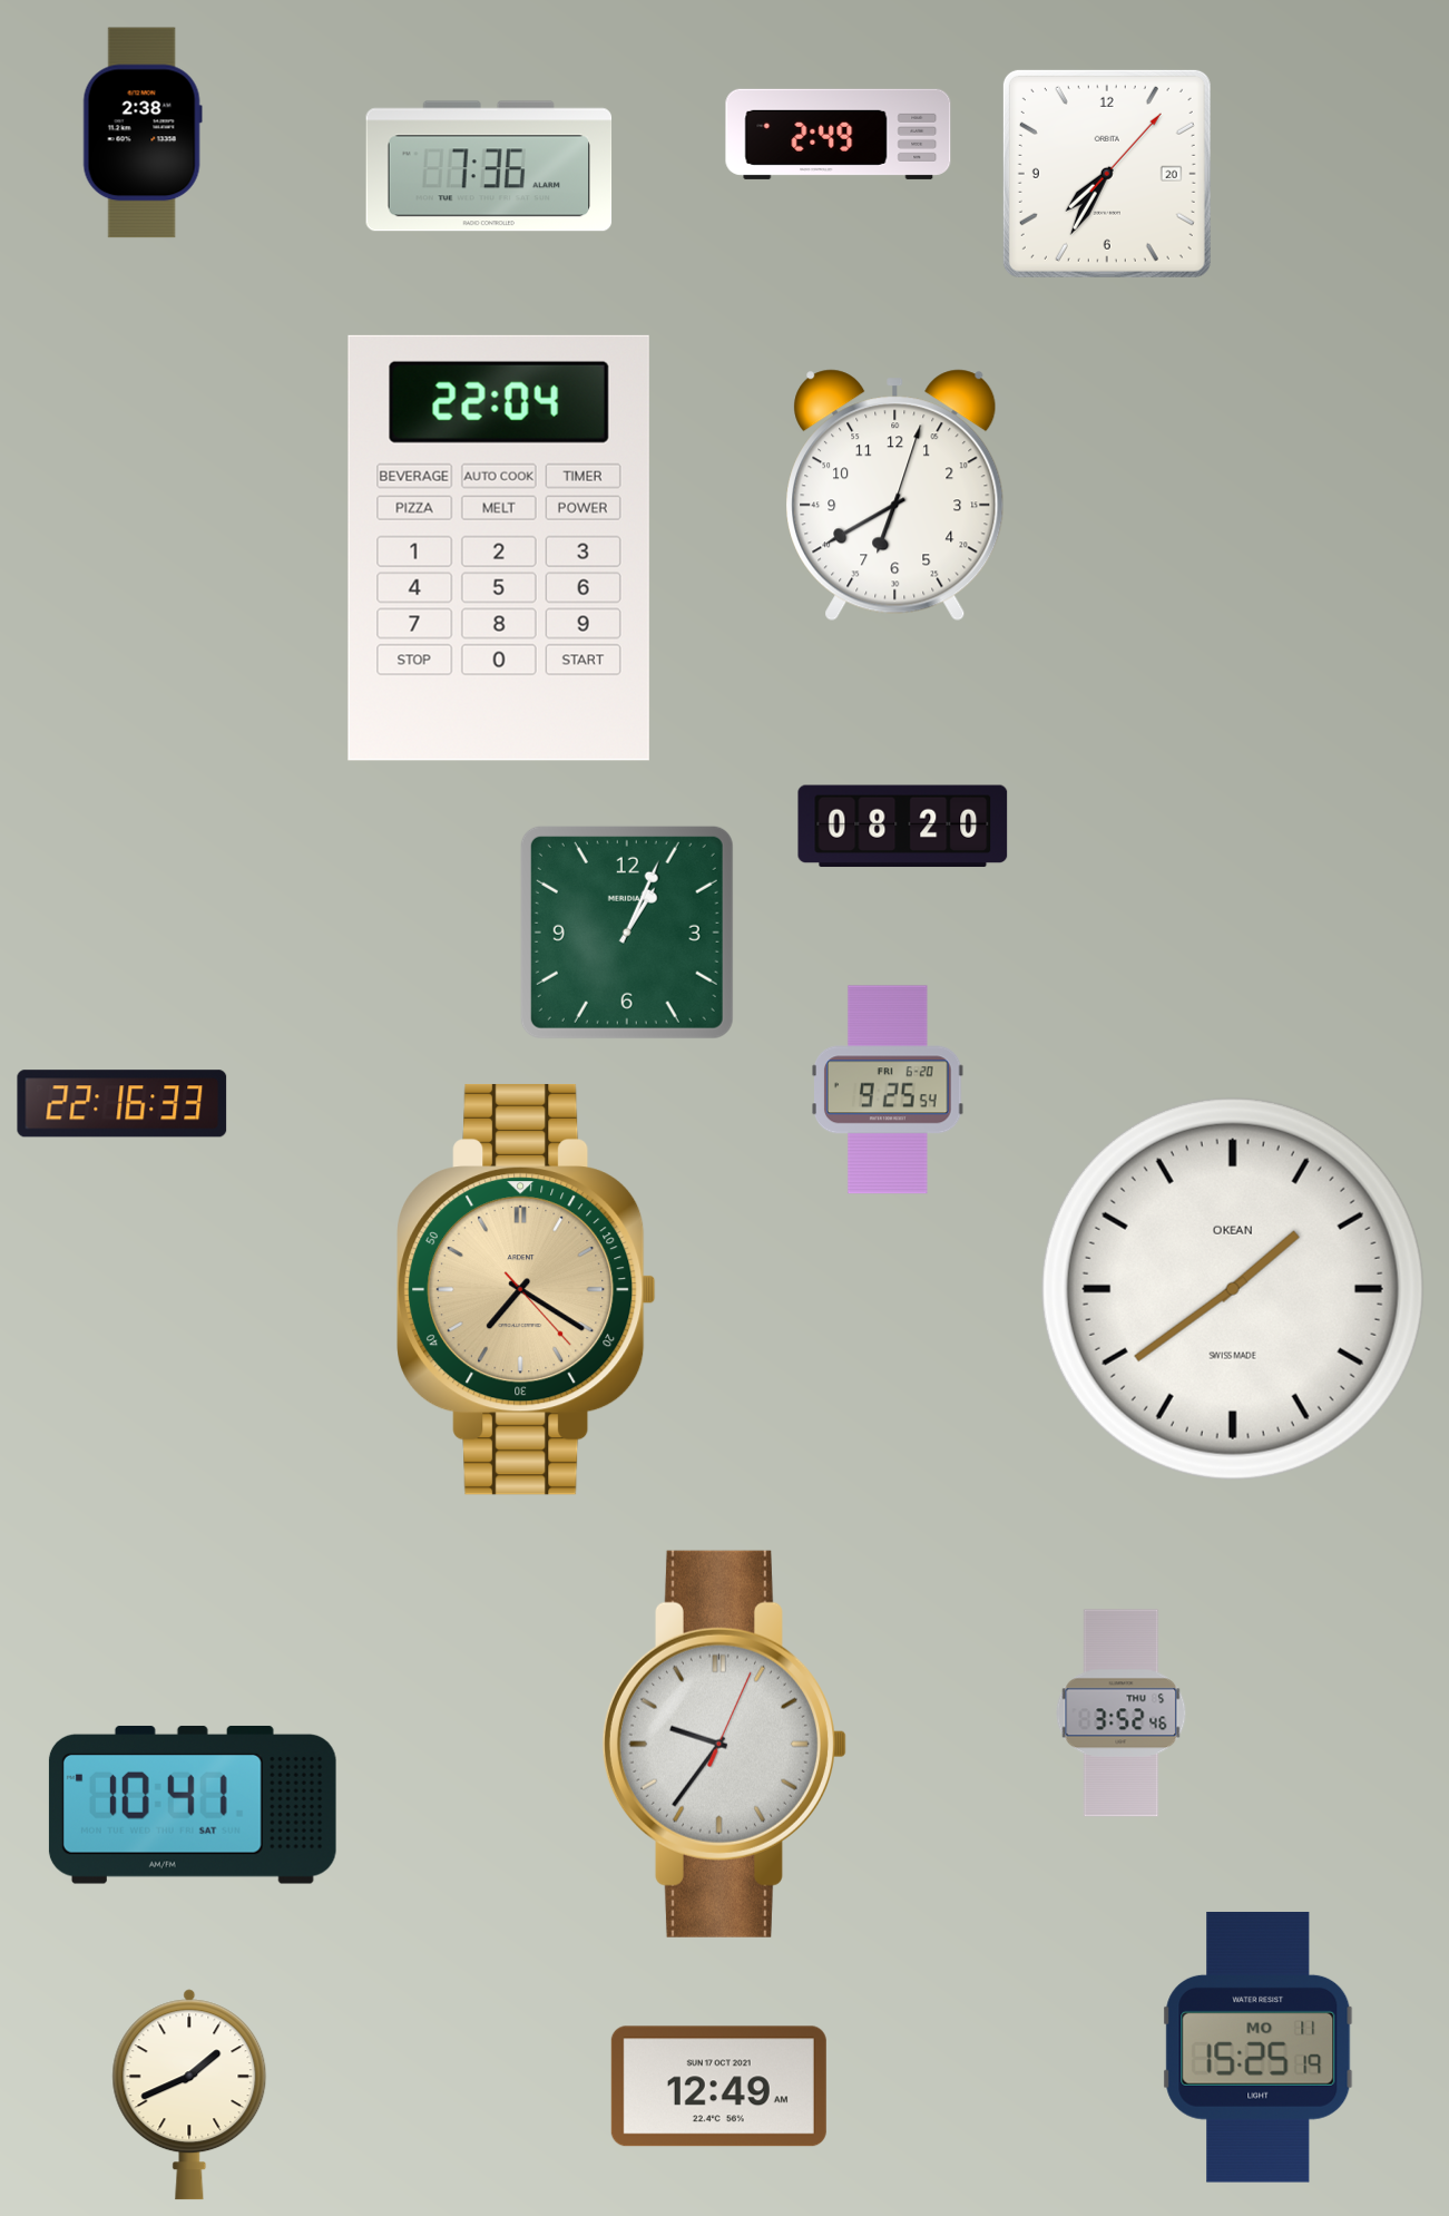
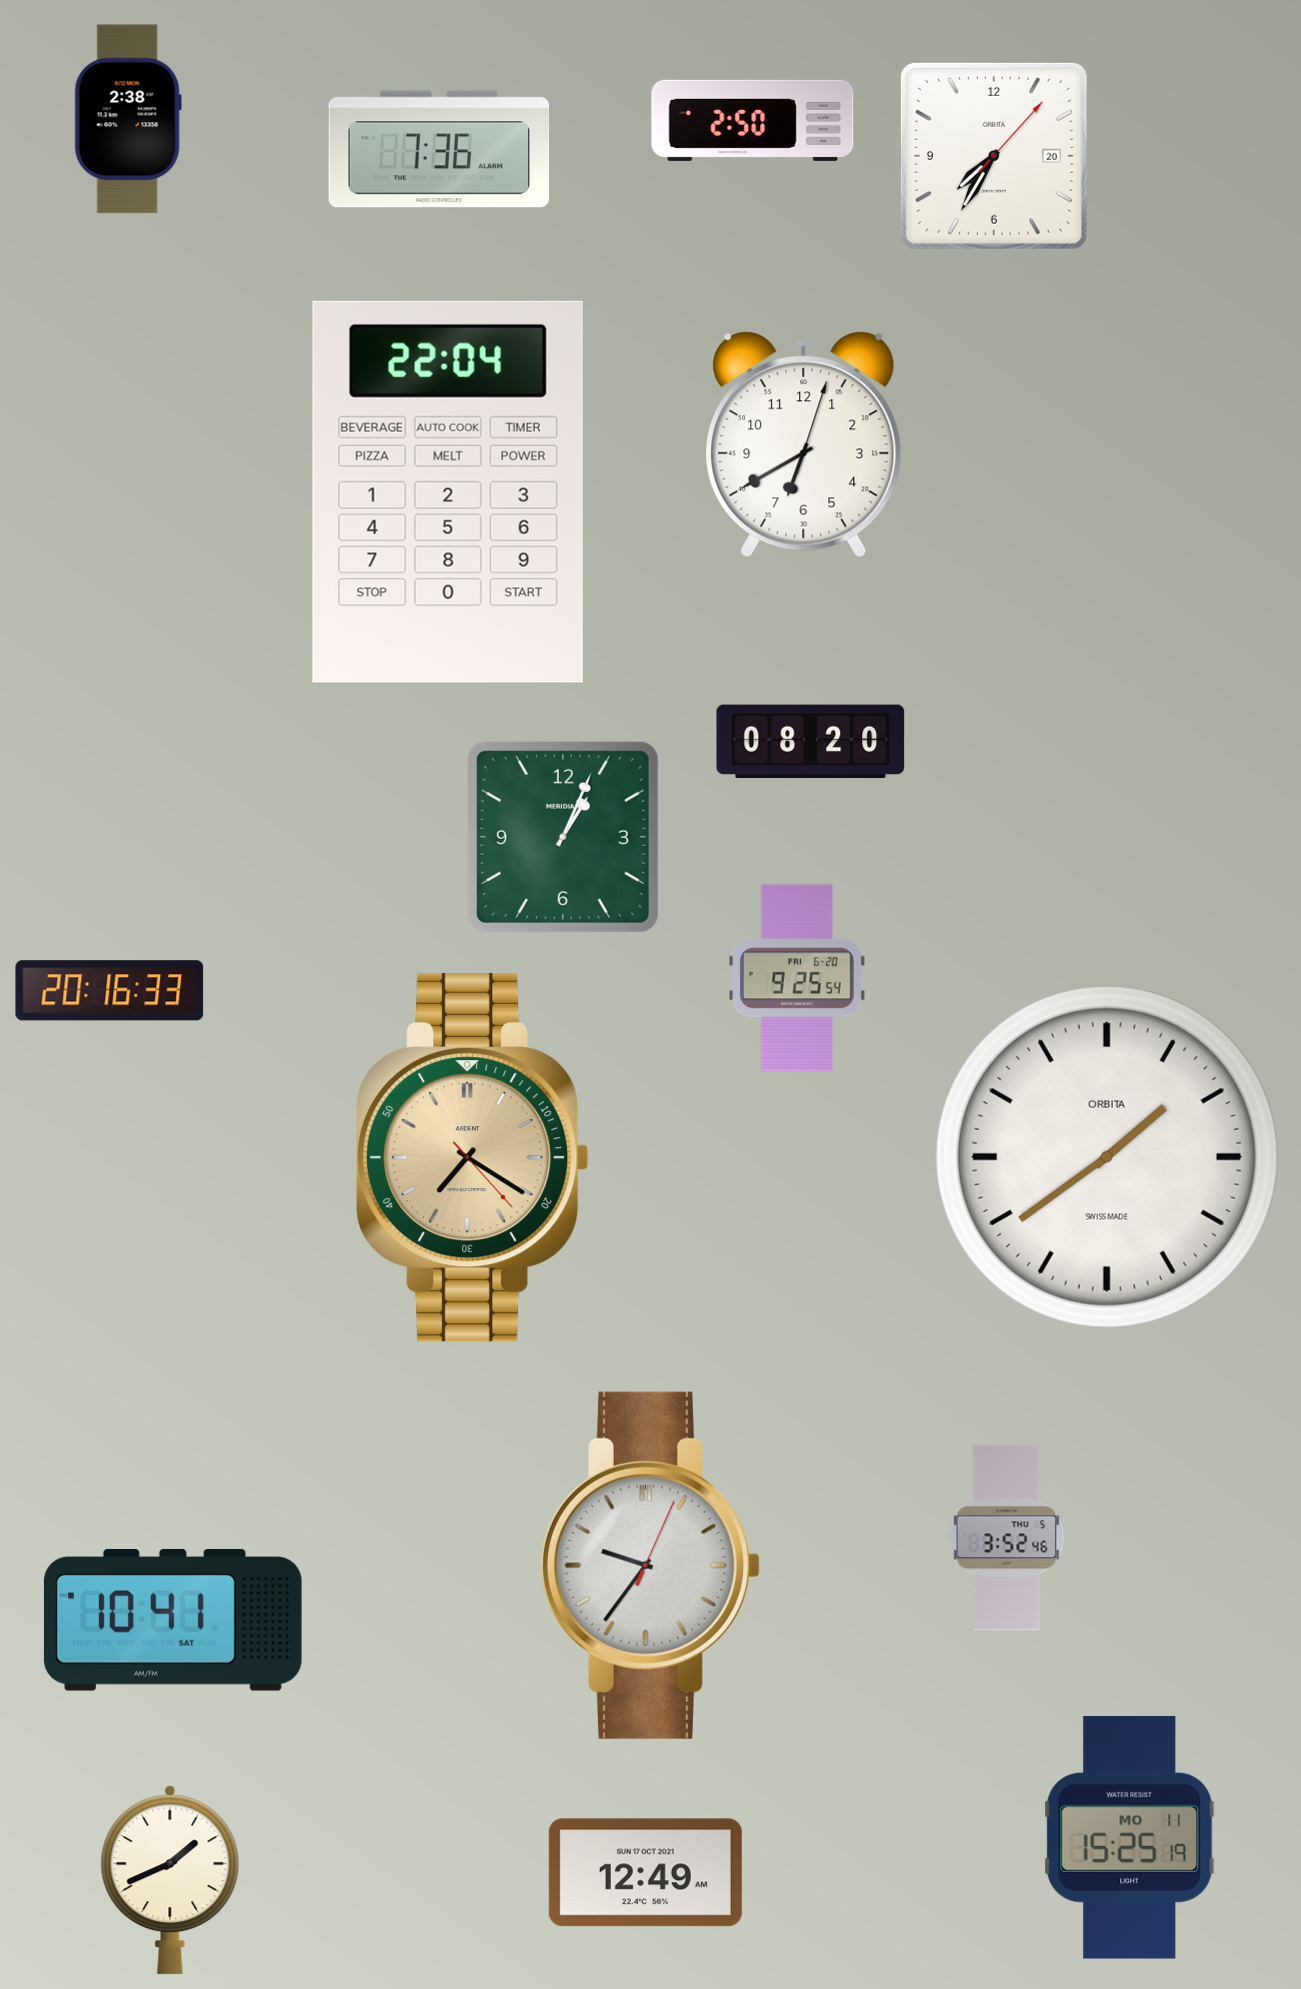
clock at (839, 134): 2:49 -> 2:50
clock at (123, 1104): 22:16 -> 20:16
clock at (1233, 1289) brand: OKEAN -> ORBITA
